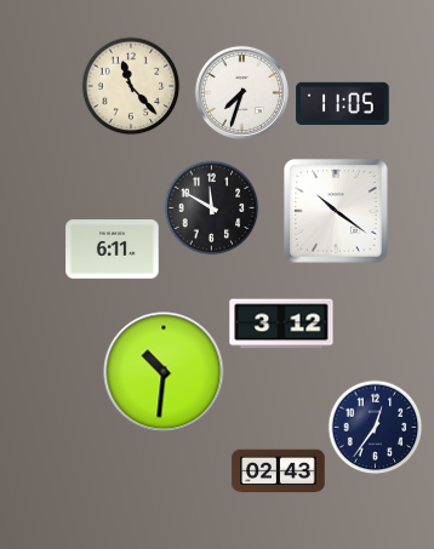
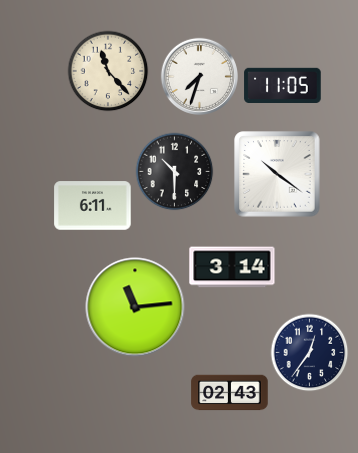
clock at (211, 207): 11:50 -> 10:30
clock at (281, 324): 3:12 -> 3:14
clock at (164, 372): 10:31 -> 11:14
clock at (279, 471) position: (279, 471) -> (230, 393)
